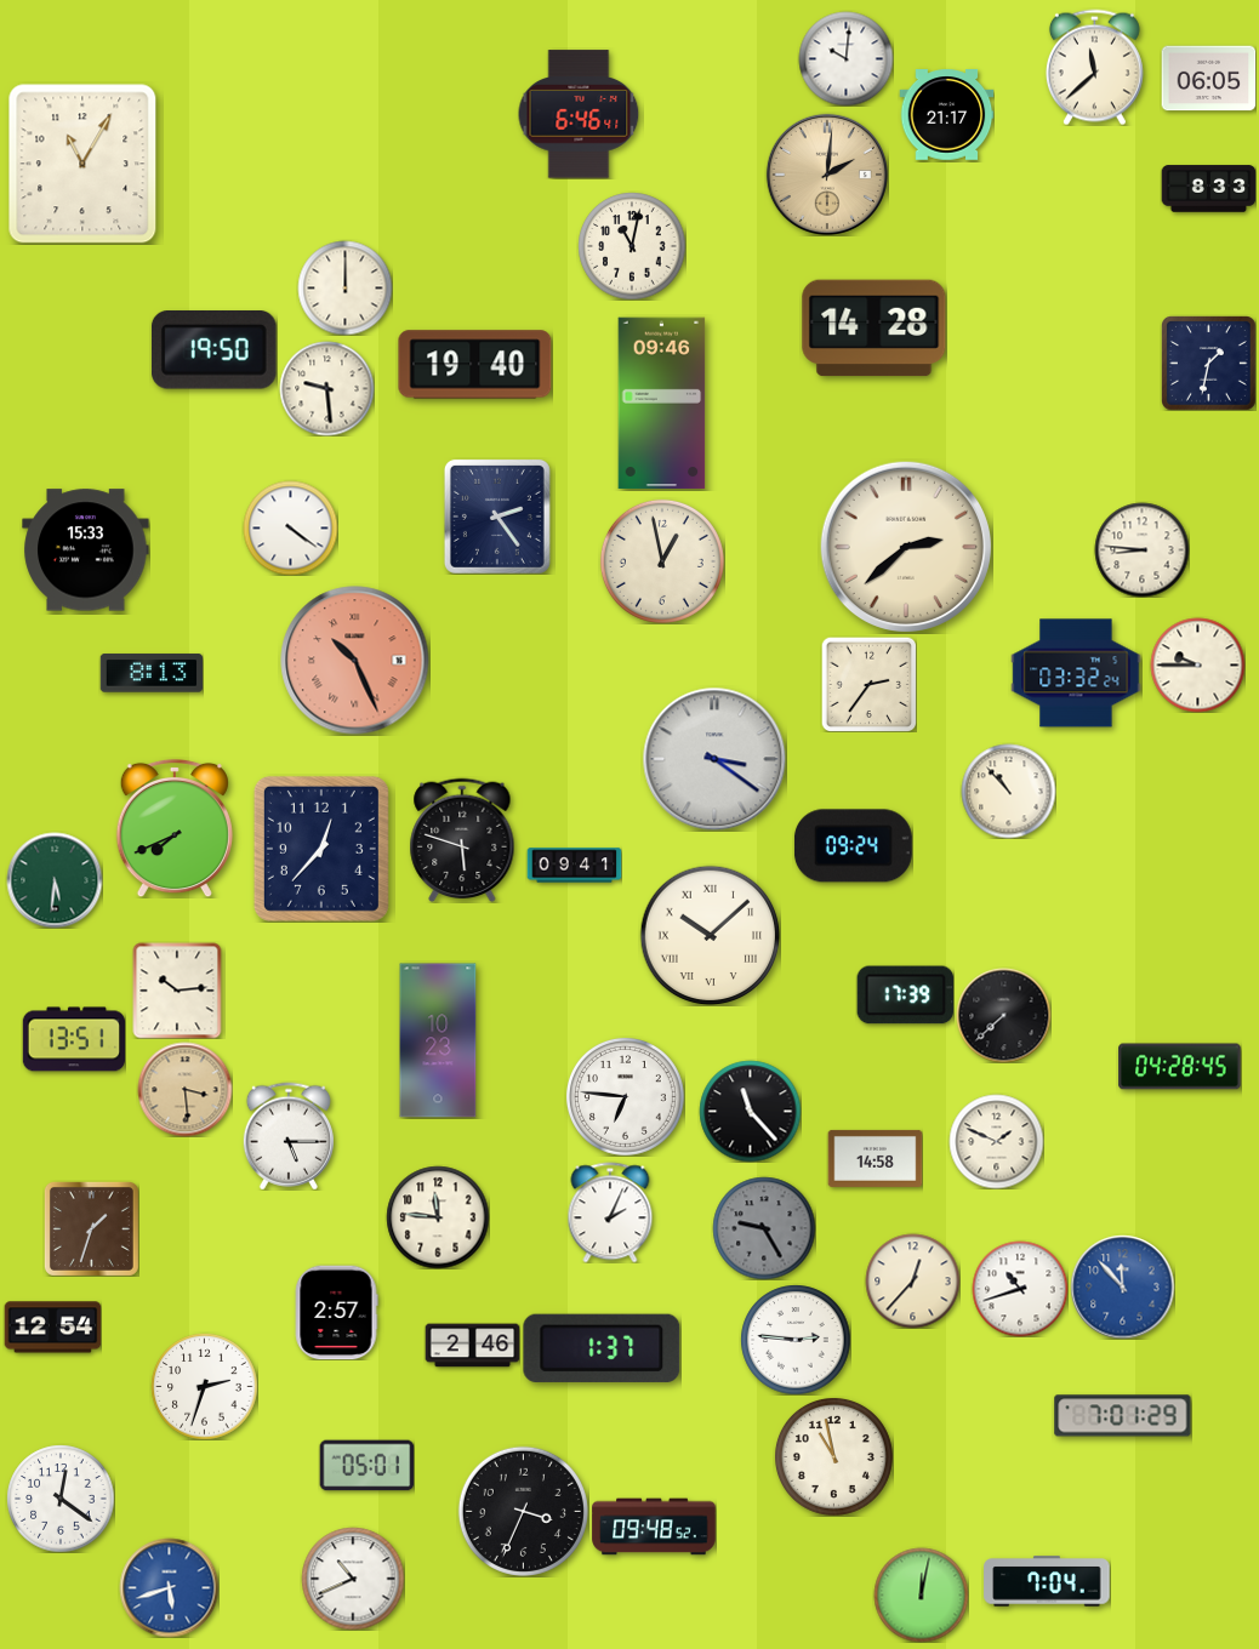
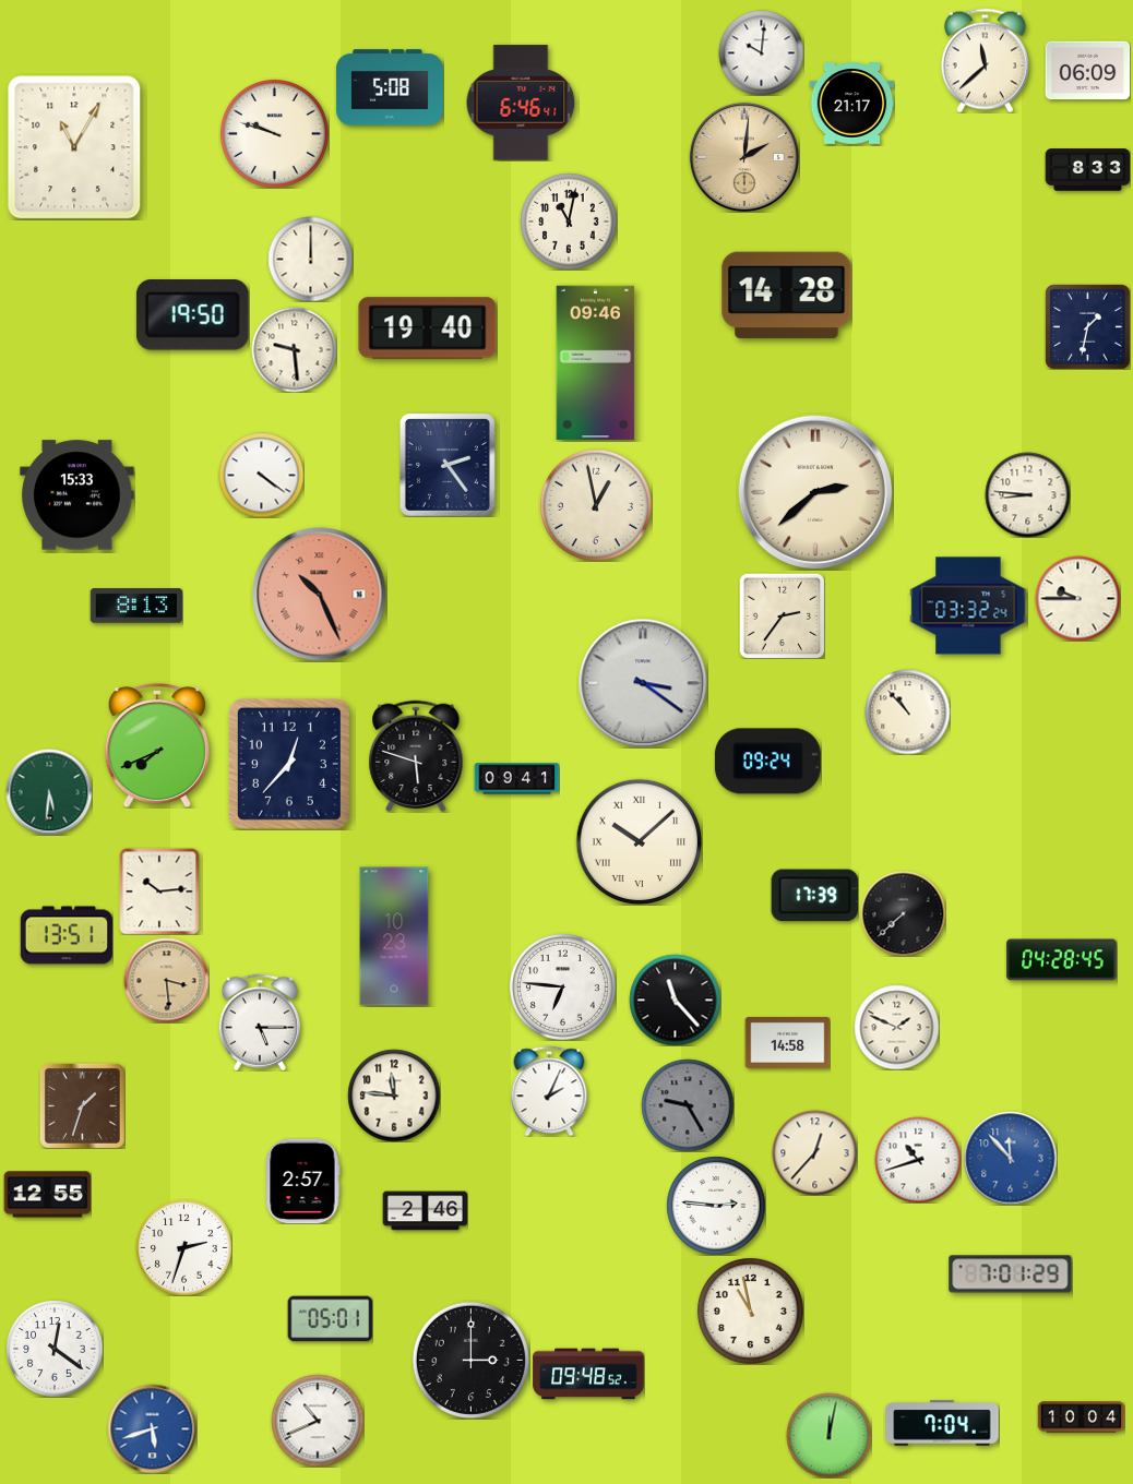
clock at (1208, 79): 06:05 -> 06:09
clock at (390, 87): none -> 5:08
clock at (274, 133): none -> 9:48
clock at (912, 1280) position: (912, 1280) -> (814, 1152)
clock at (52, 1328): 12:54 -> 12:55
clock at (602, 1348): 1:37 -> none
clock at (523, 1511): 3:34 -> 3:00
clock at (1081, 1417): none -> 10:04
